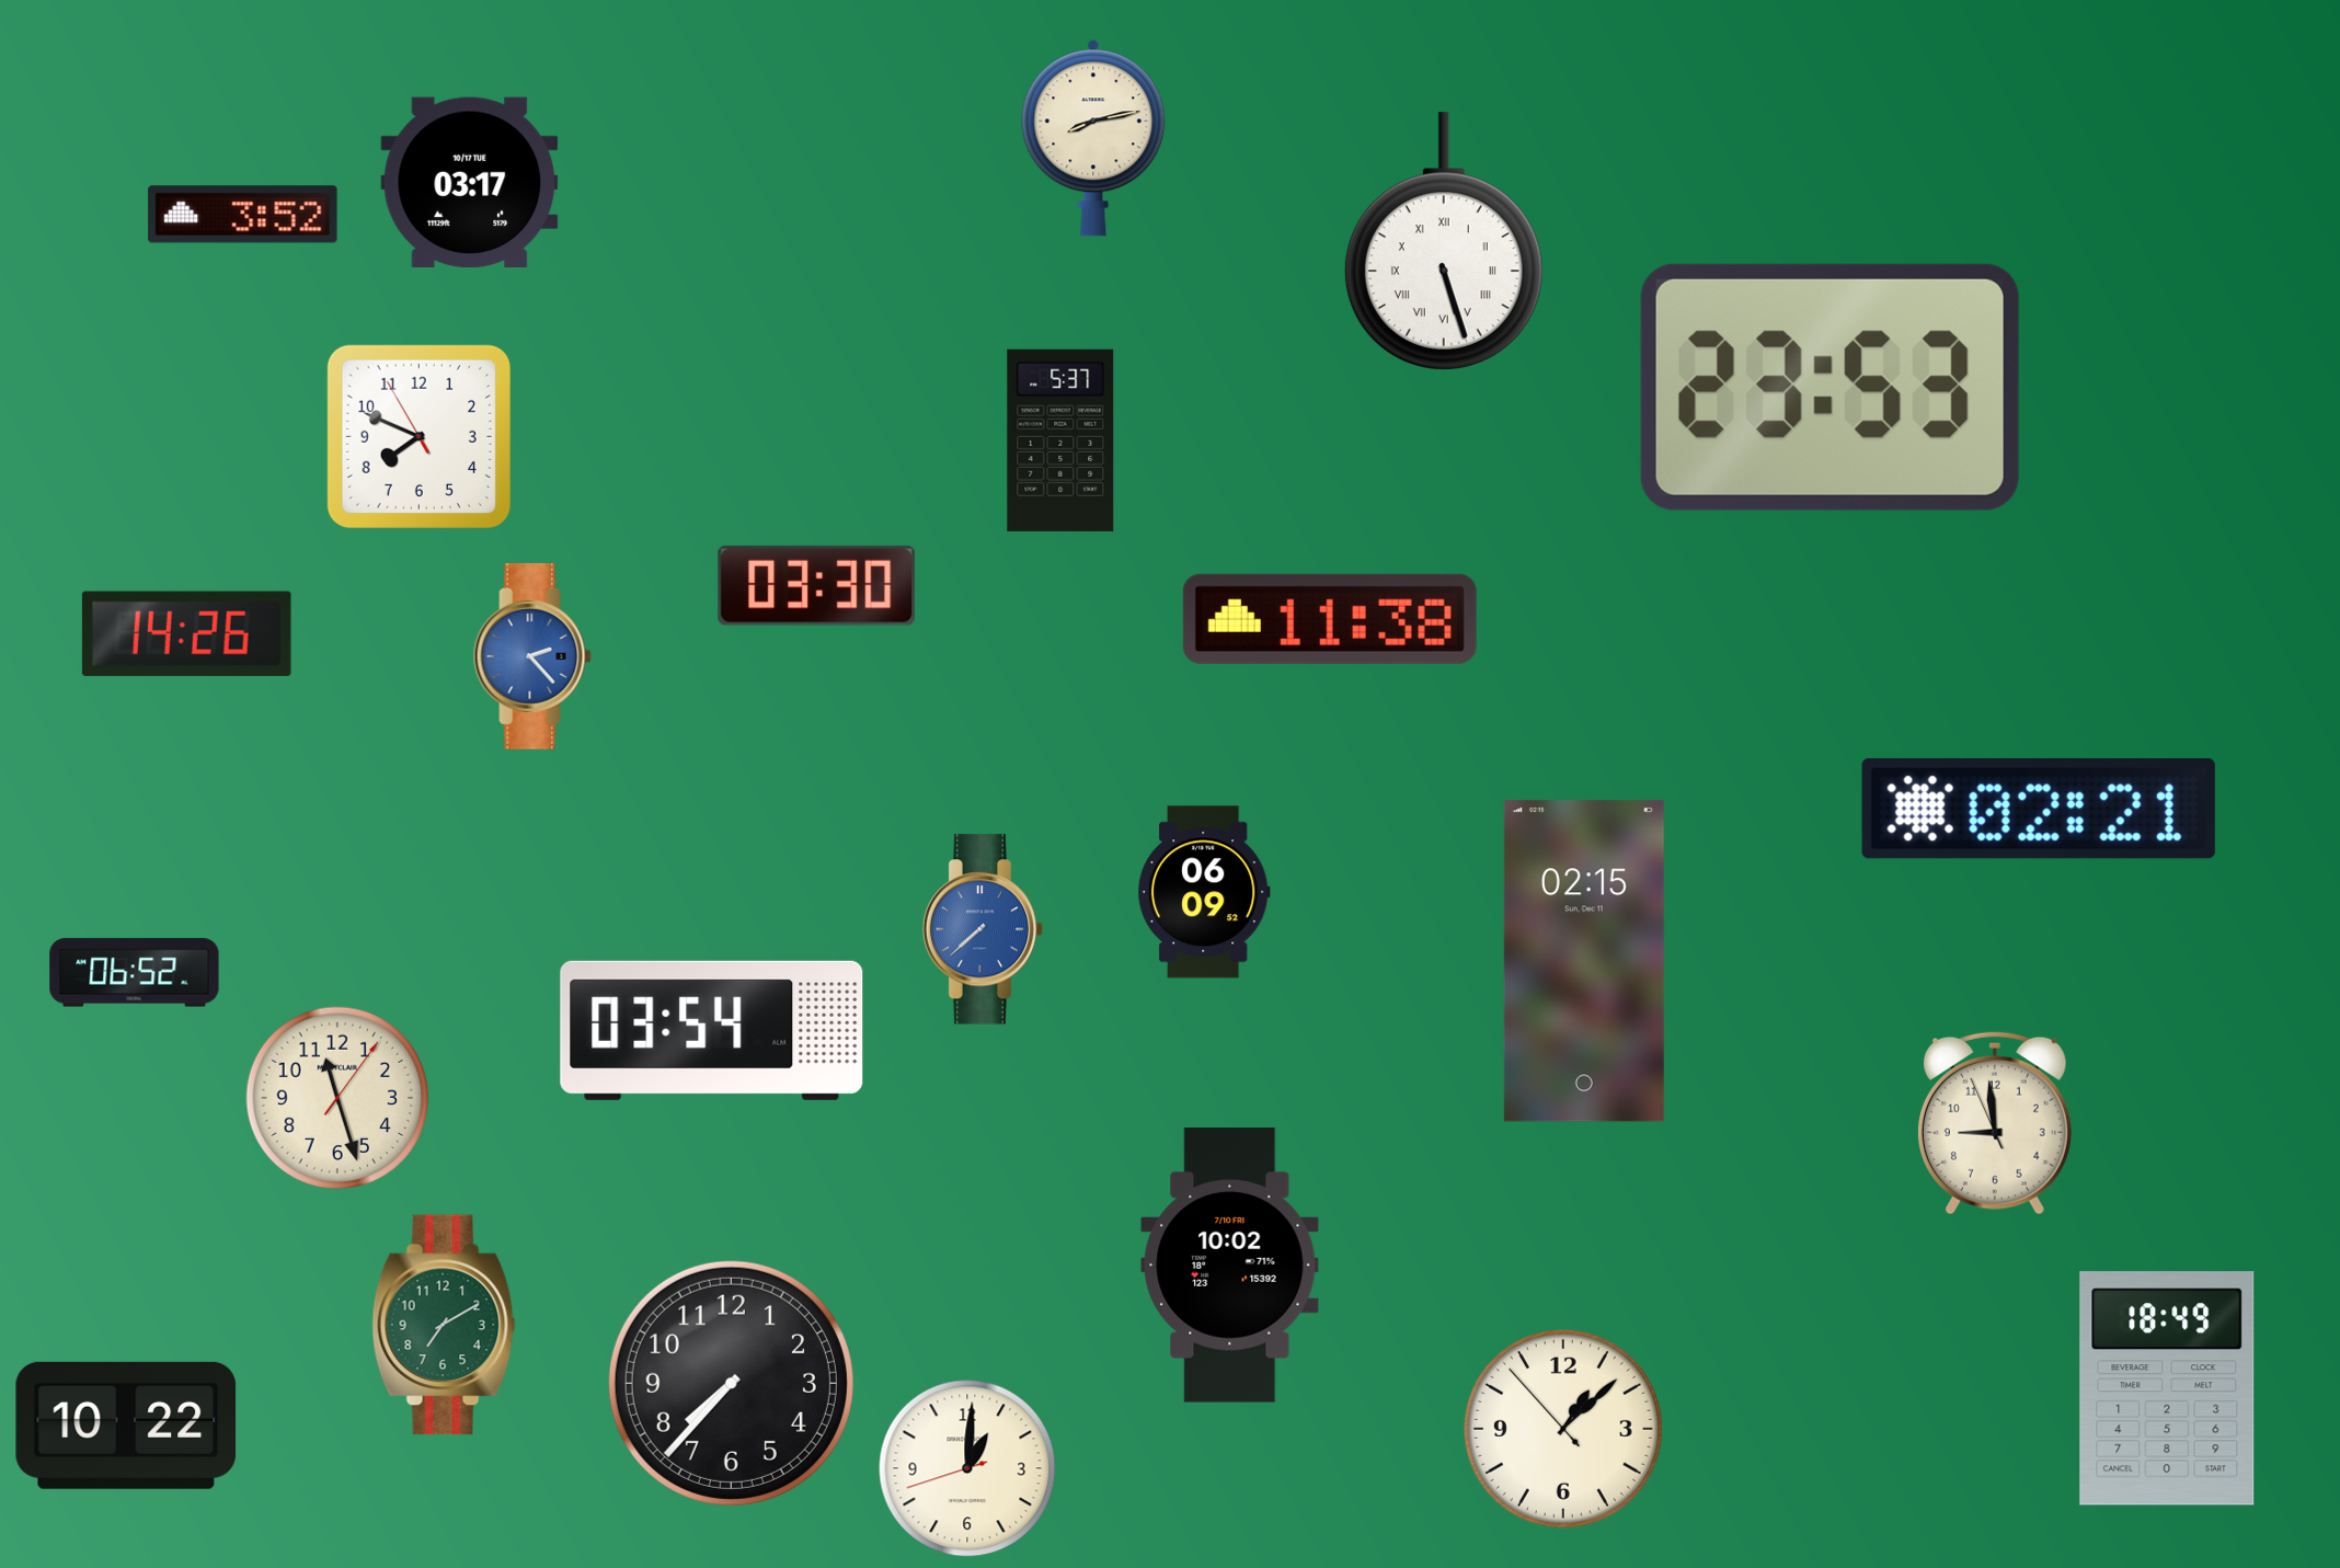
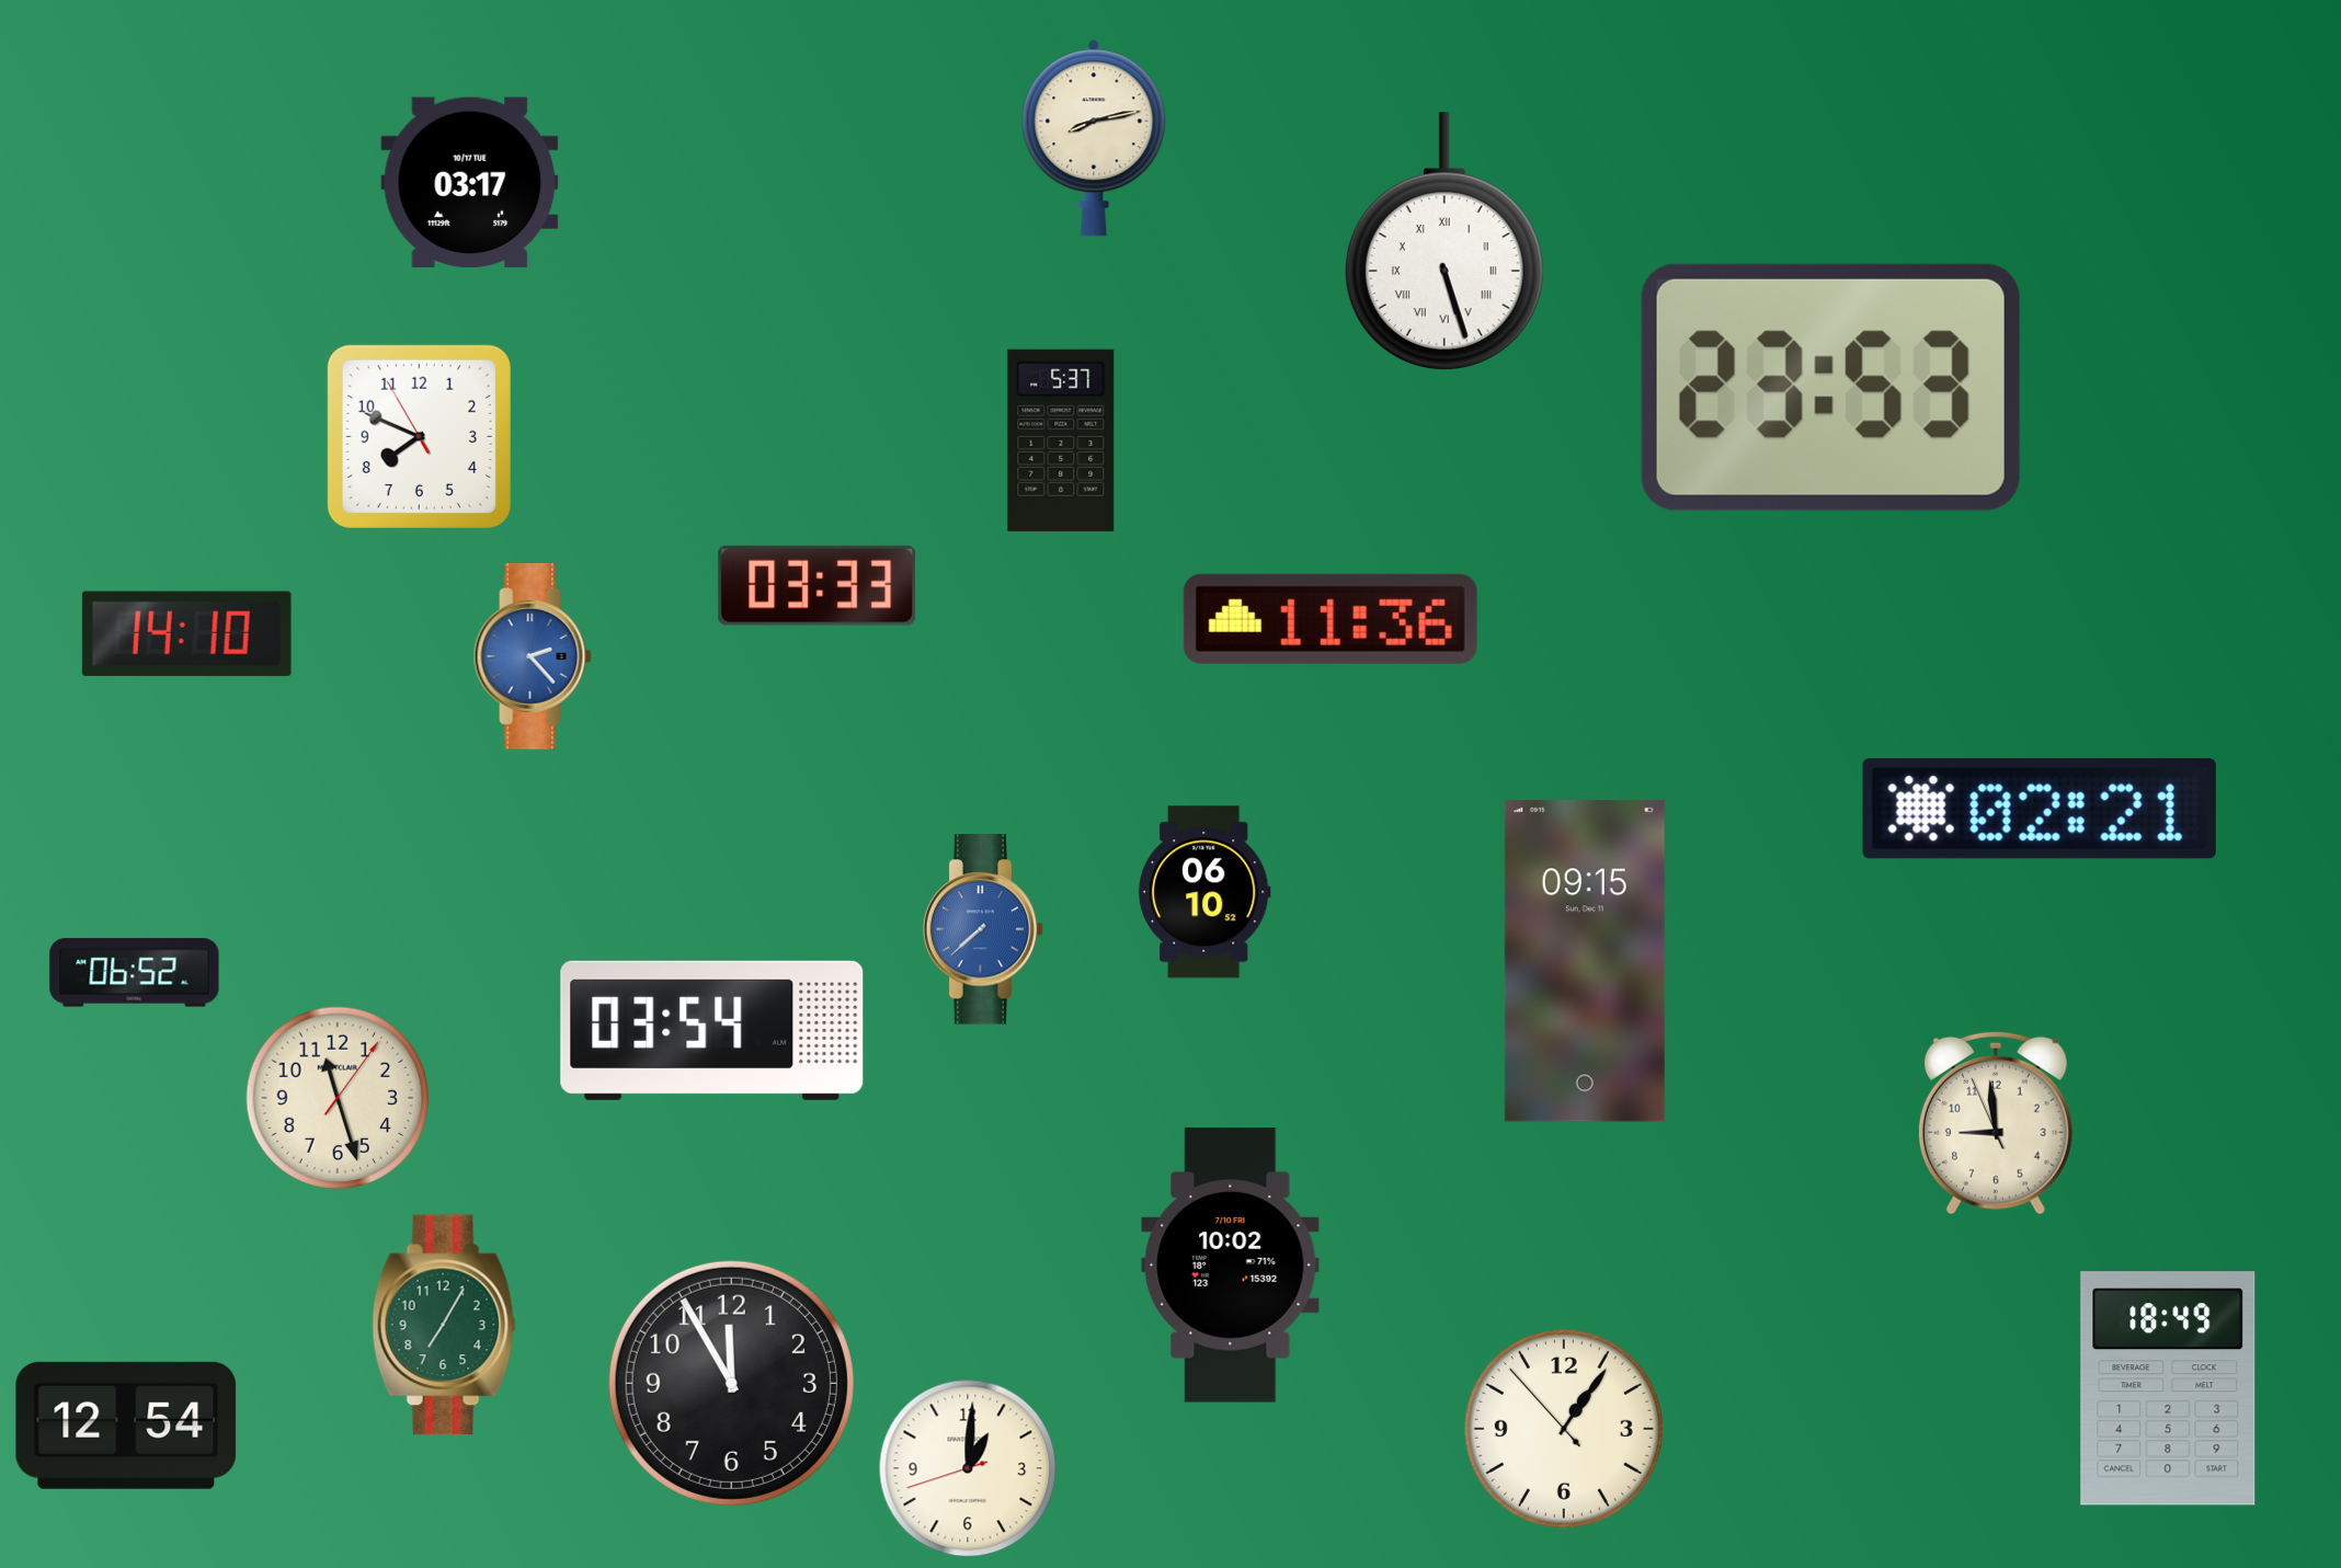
clock at (243, 215): 3:52 -> none
clock at (816, 585): 03:30 -> 03:33
clock at (1330, 619): 11:38 -> 11:36
clock at (186, 633): 14:26 -> 14:10
clock at (1204, 892): 06:09 -> 06:10
clock at (1584, 961): 02:15 -> 09:15
clock at (444, 1325): 7:10 -> 7:05
clock at (731, 1383): 7:37 -> 11:55
clock at (126, 1426): 10:22 -> 12:54
clock at (1563, 1429): 1:07 -> 1:05
